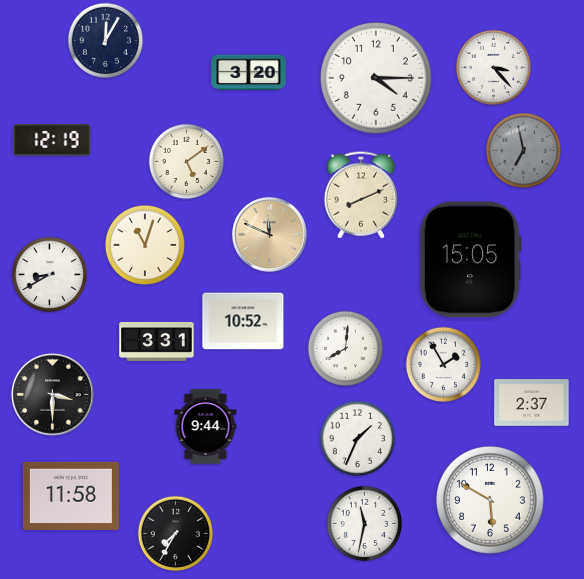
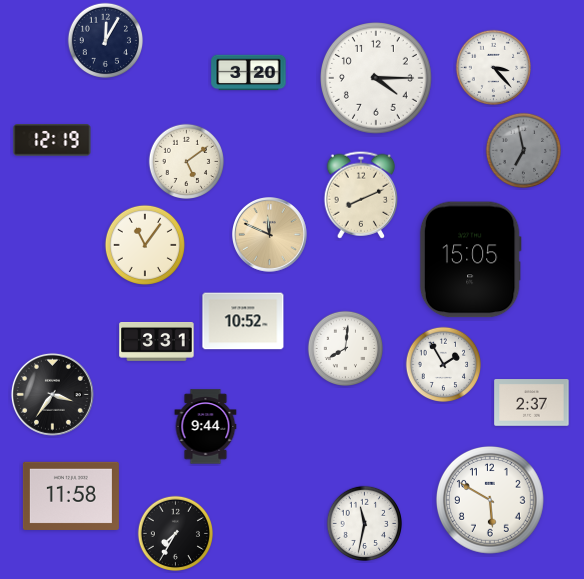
clock at (145, 245): 11:03 -> 11:06
clock at (49, 274): 8:40 -> none
clock at (52, 394): 3:30 -> 3:36
clock at (357, 438): 1:34 -> none
